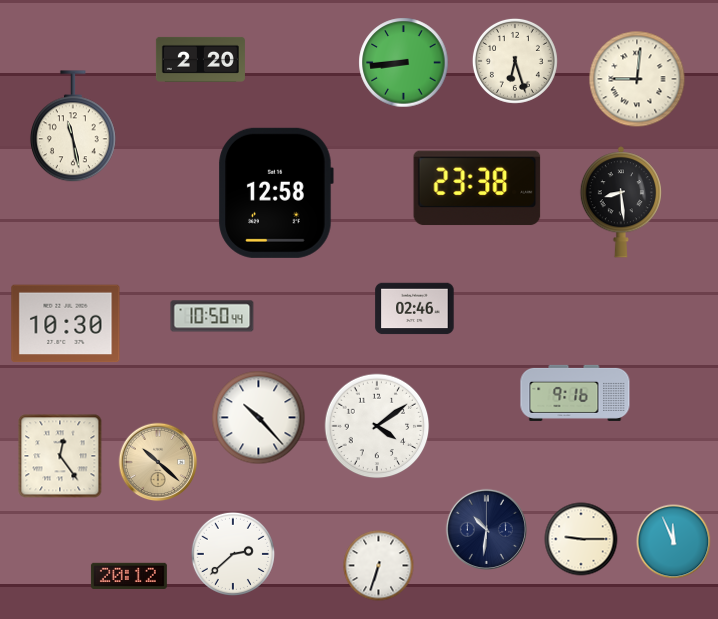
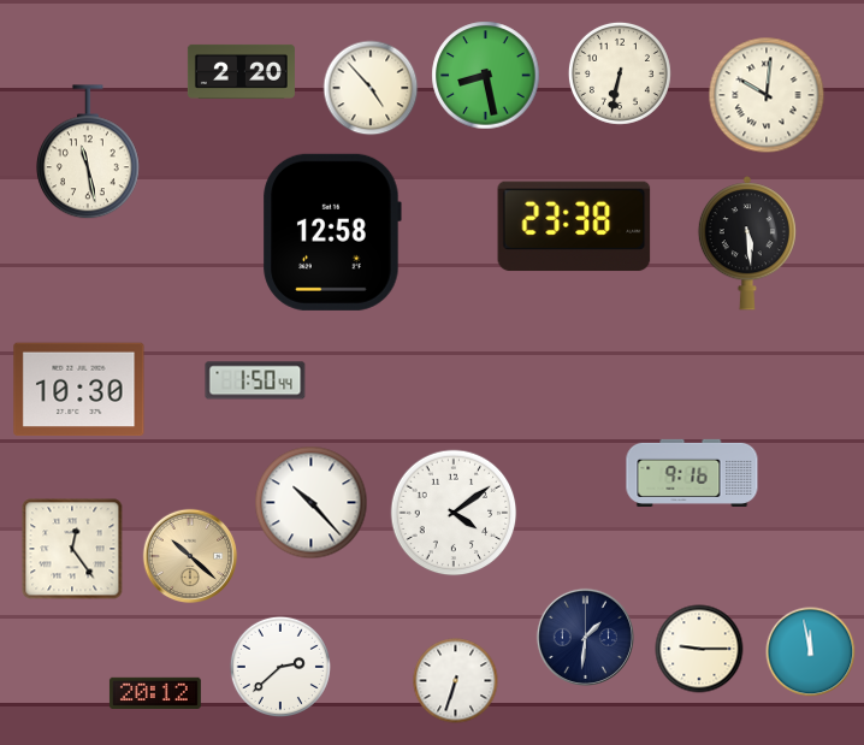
clock at (515, 61): 6:27 -> 6:32
clock at (404, 63): 8:44 -> 8:28
clock at (371, 88): none -> 4:53
clock at (637, 79): 9:01 -> 10:01
clock at (621, 202): 8:29 -> 5:29
clock at (415, 309): 02:46 -> none
clock at (212, 316): 10:50 -> 1:50
clock at (486, 529): 10:31 -> 1:31
clock at (674, 542): 11:56 -> 11:58
